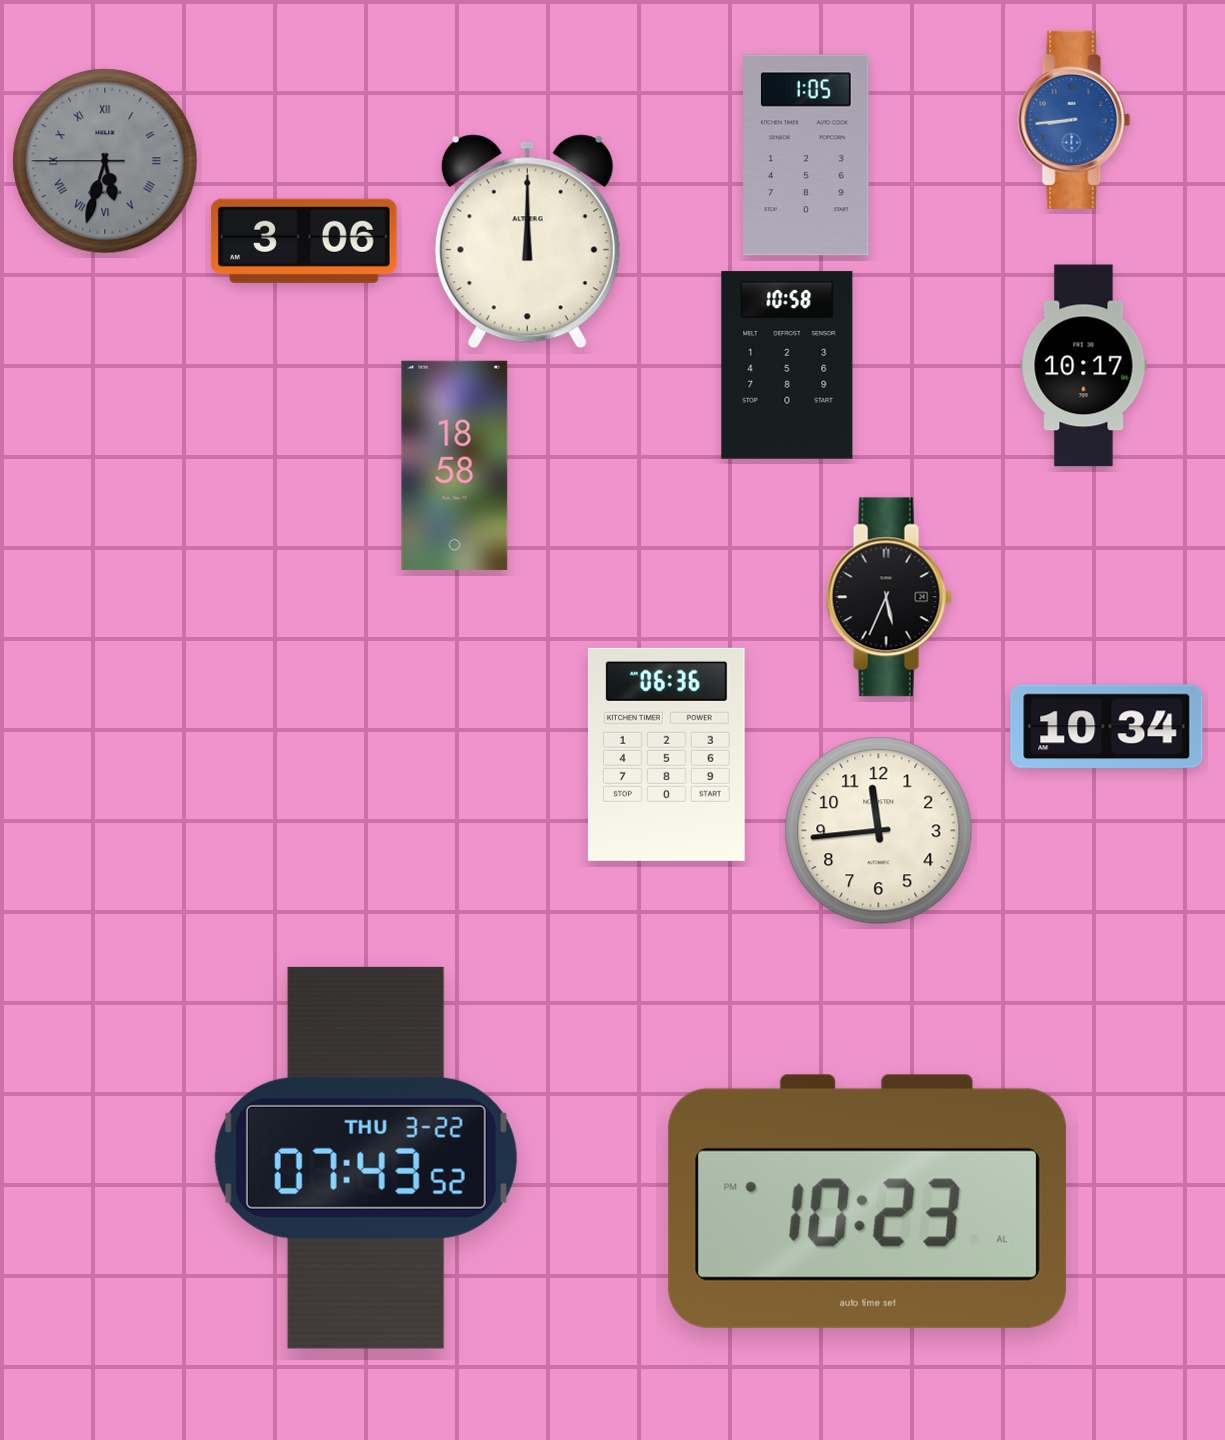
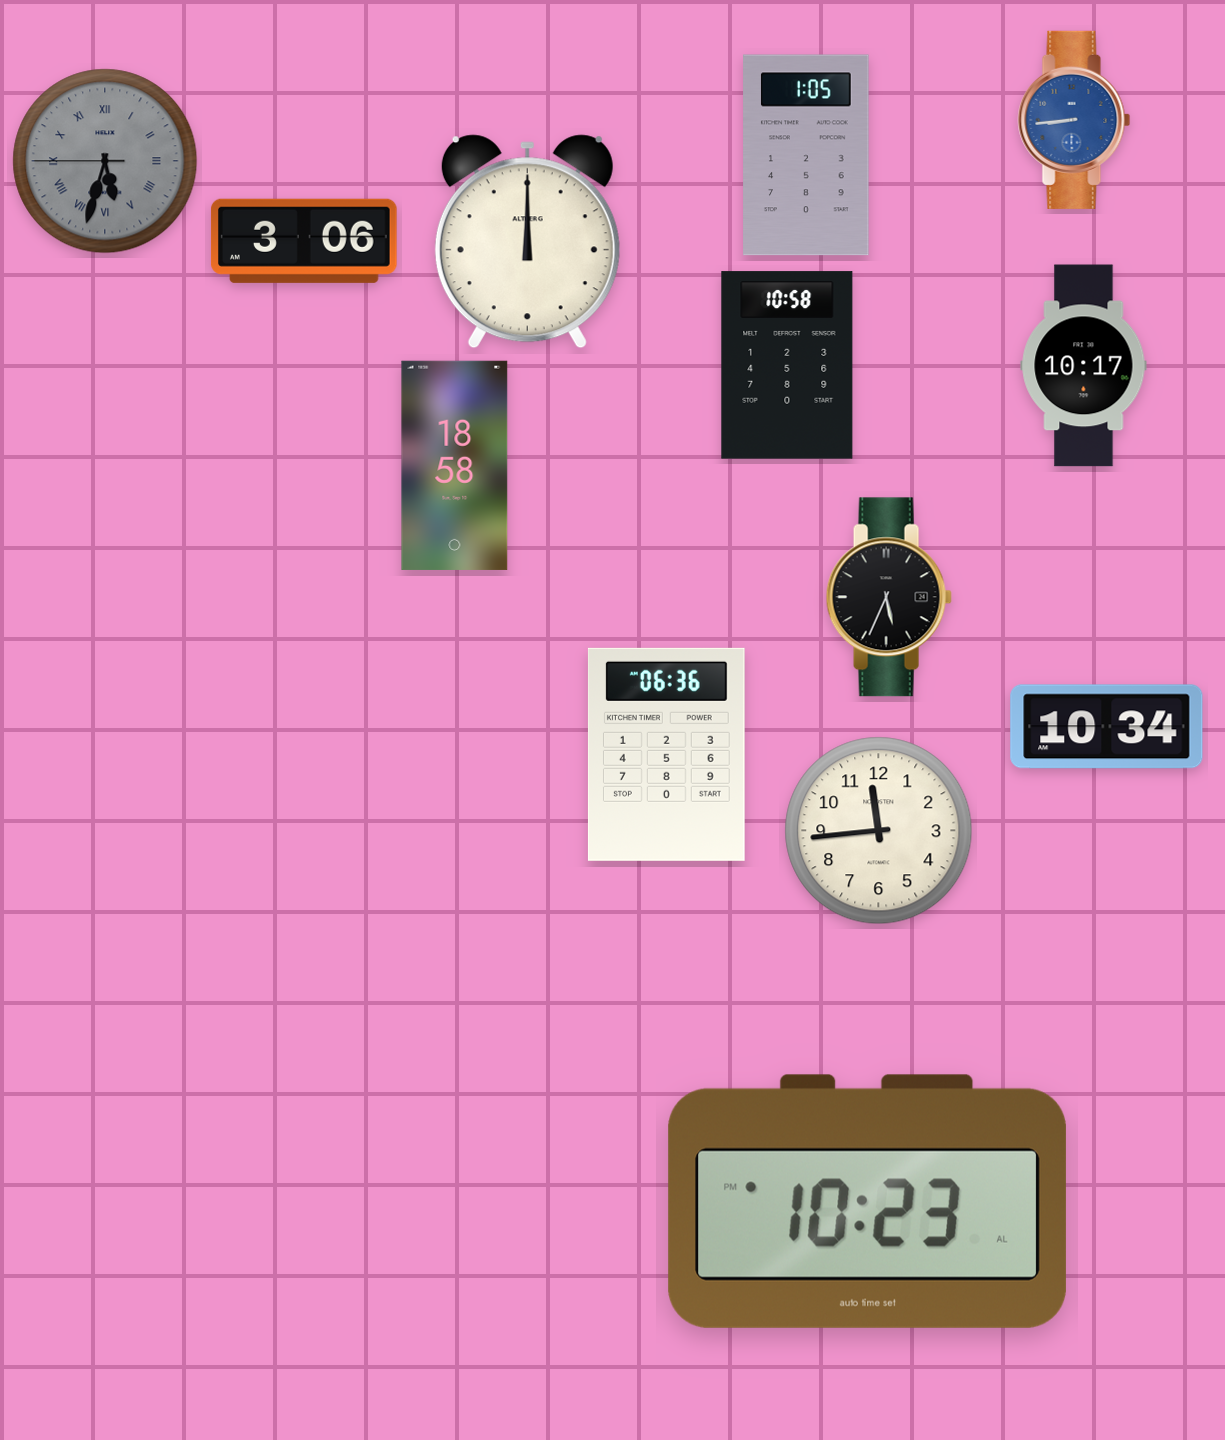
clock at (366, 1158): 07:43 -> none
